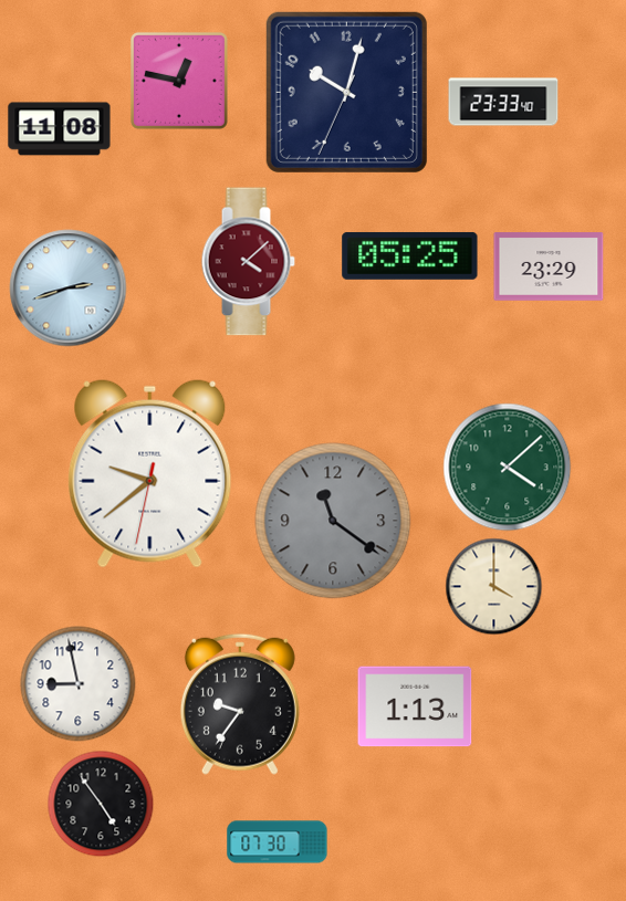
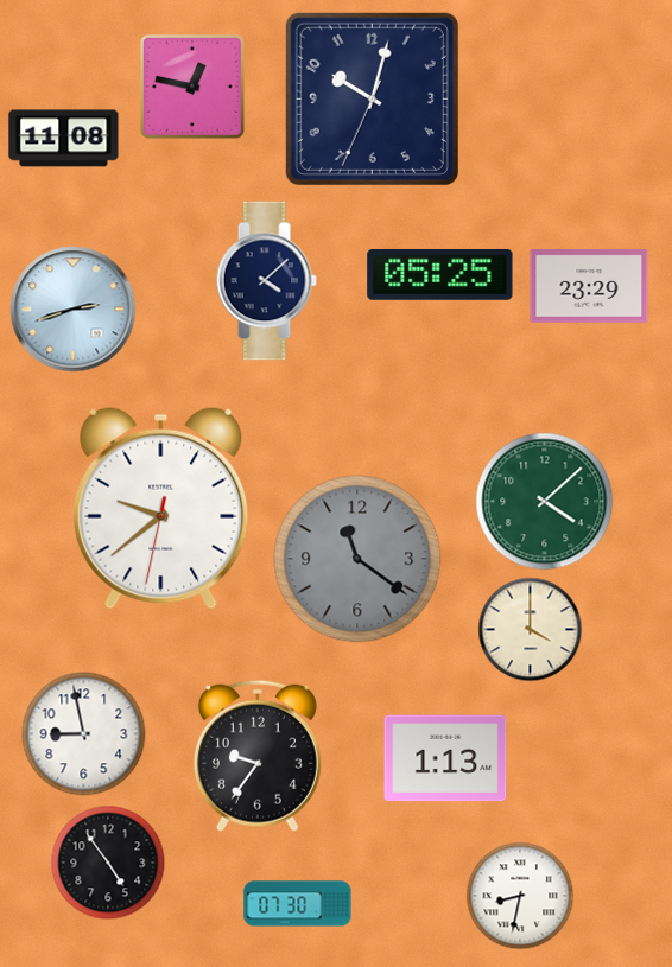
clock at (503, 102): 23:33 -> none
clock at (248, 262) dial: burgundy -> navy
clock at (520, 896): none -> 8:32
